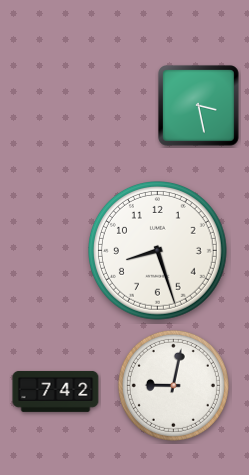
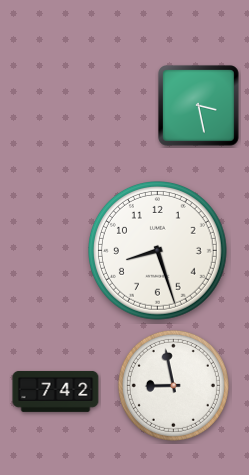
clock at (173, 385): 9:02 -> 8:58
